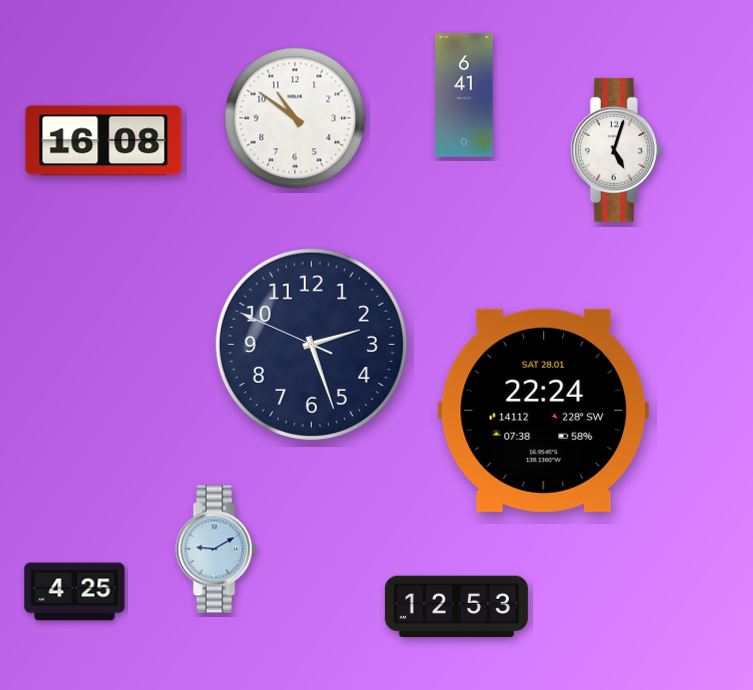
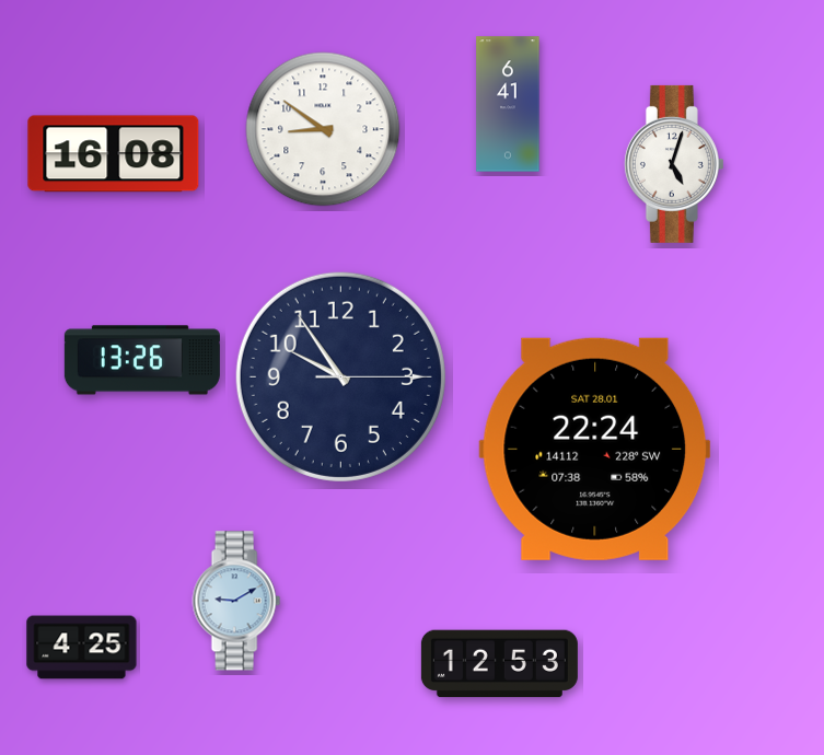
clock at (295, 118): 10:51 -> 8:51
clock at (142, 360): none -> 13:26
clock at (311, 344): 2:26 -> 9:54
